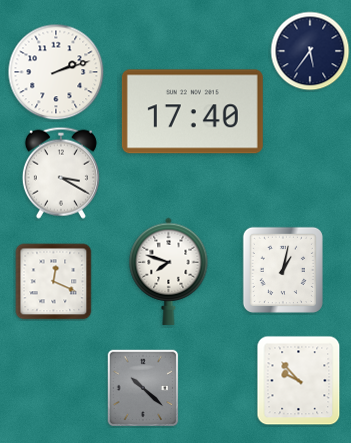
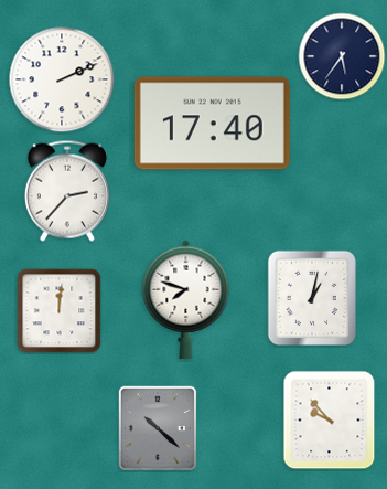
clock at (56, 72): 2:12 -> 2:11
clock at (61, 173): 3:20 -> 2:37
clock at (54, 282): 12:19 -> 12:01
